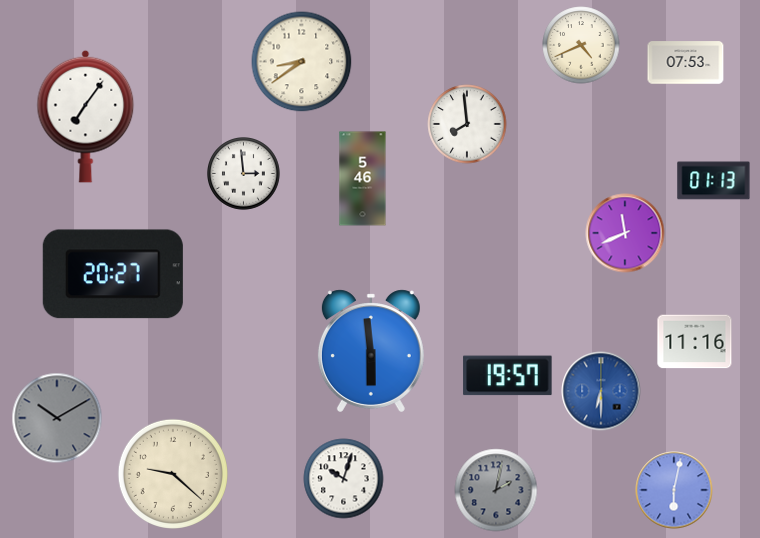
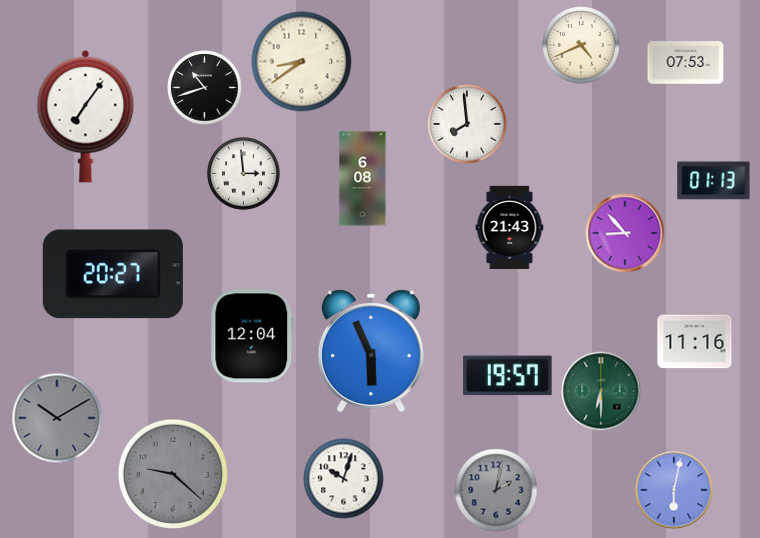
clock at (205, 88): none -> 10:42
clock at (363, 179): 5:46 -> 6:08
clock at (510, 227): none -> 21:43
clock at (625, 233): 11:41 -> 8:53
clock at (252, 336): none -> 12:04
clock at (371, 351): 5:59 -> 5:56
clock at (601, 391) dial: blue -> green
clock at (173, 474) dial: cream -> grey
